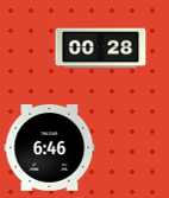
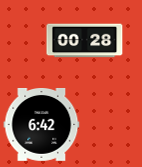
clock at (50, 148): 6:46 -> 6:42
